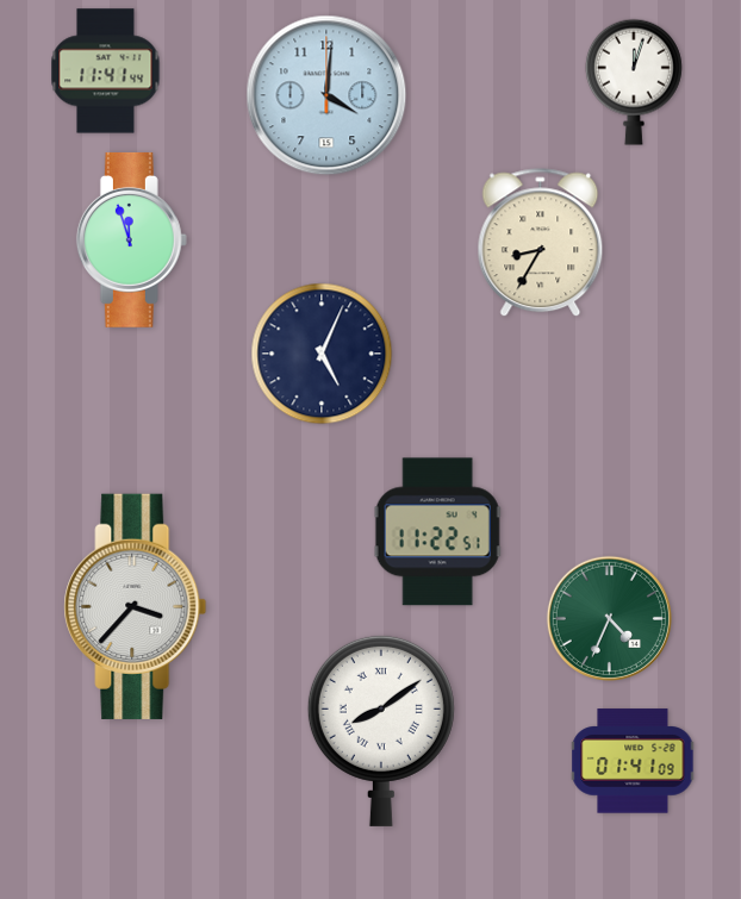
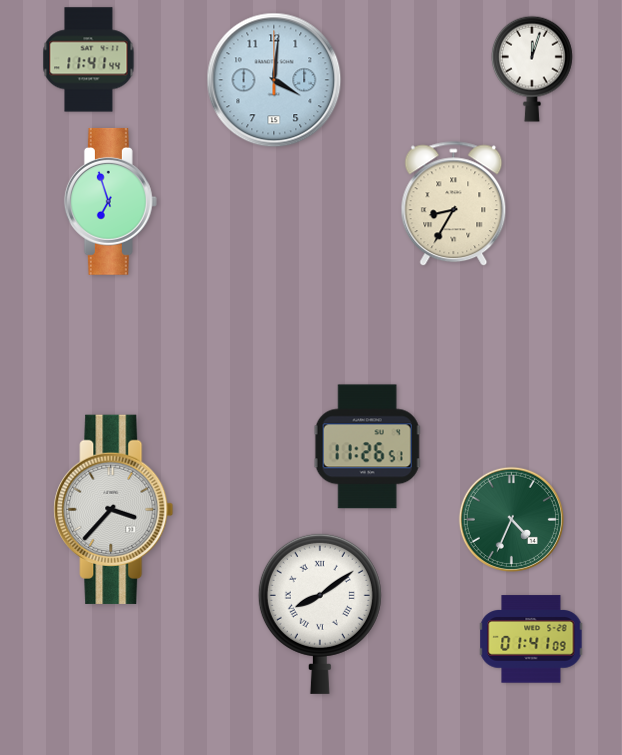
clock at (131, 239): 11:57 -> 6:57
clock at (322, 354): 5:04 -> none
clock at (438, 532): 11:22 -> 11:26
